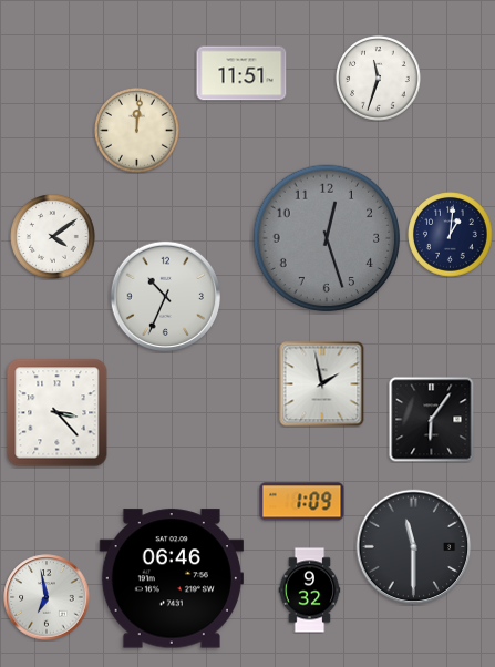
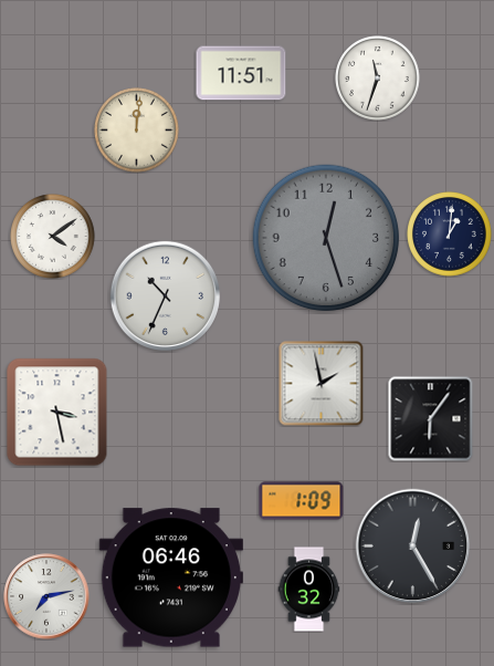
clock at (58, 413): 3:23 -> 3:28
clock at (414, 547): 11:30 -> 12:25
clock at (310, 591): 9:32 -> 0:32
clock at (47, 597): 6:58 -> 7:13
